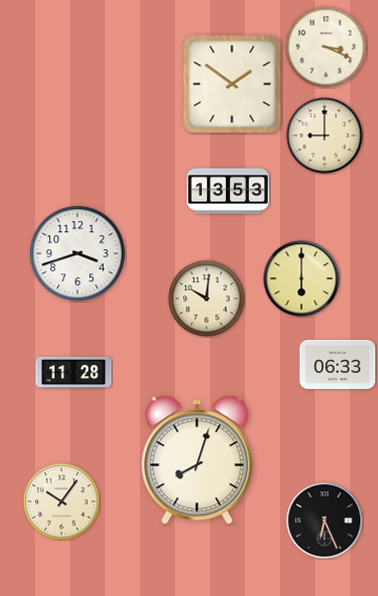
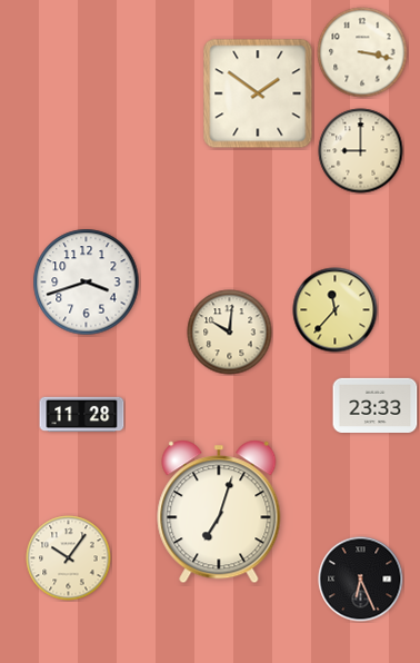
clock at (326, 47): 3:19 -> 3:17
clock at (228, 191): 13:53 -> none
clock at (302, 279): 6:00 -> 11:37
clock at (338, 364): 06:33 -> 23:33
clock at (197, 460): 8:03 -> 7:03
